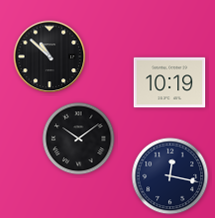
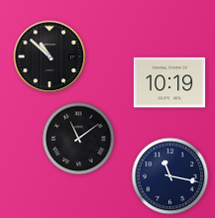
clock at (79, 139): 10:09 -> 11:09
clock at (170, 176): 12:17 -> 11:17
